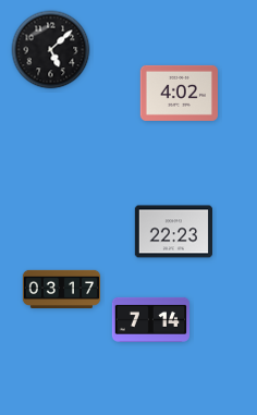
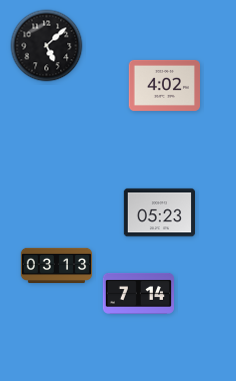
clock at (173, 232): 22:23 -> 05:23
clock at (62, 290): 03:17 -> 03:13
